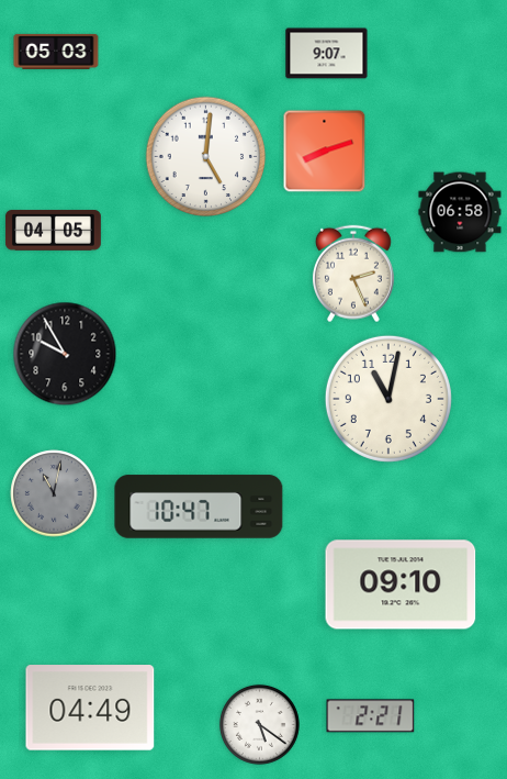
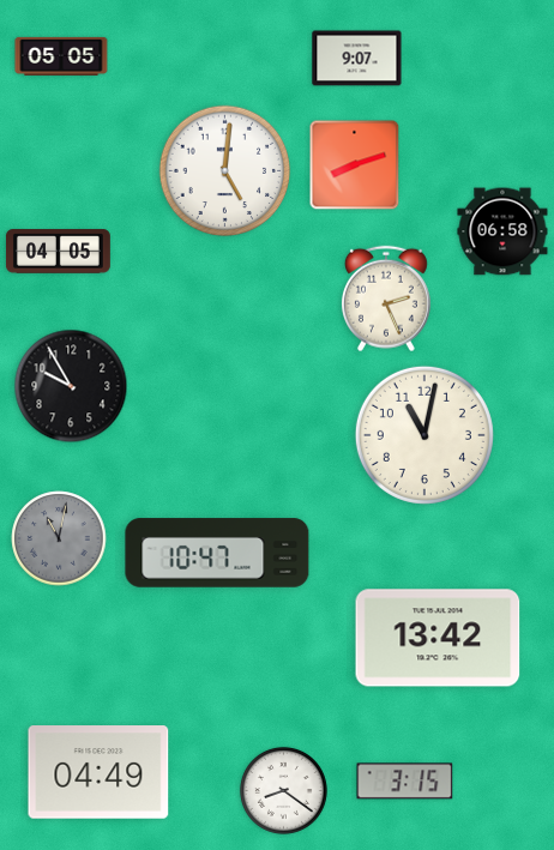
clock at (56, 52): 05:03 -> 05:05
clock at (401, 585): 09:10 -> 13:42
clock at (371, 716): 2:21 -> 3:15
clock at (259, 724): 5:21 -> 8:21
